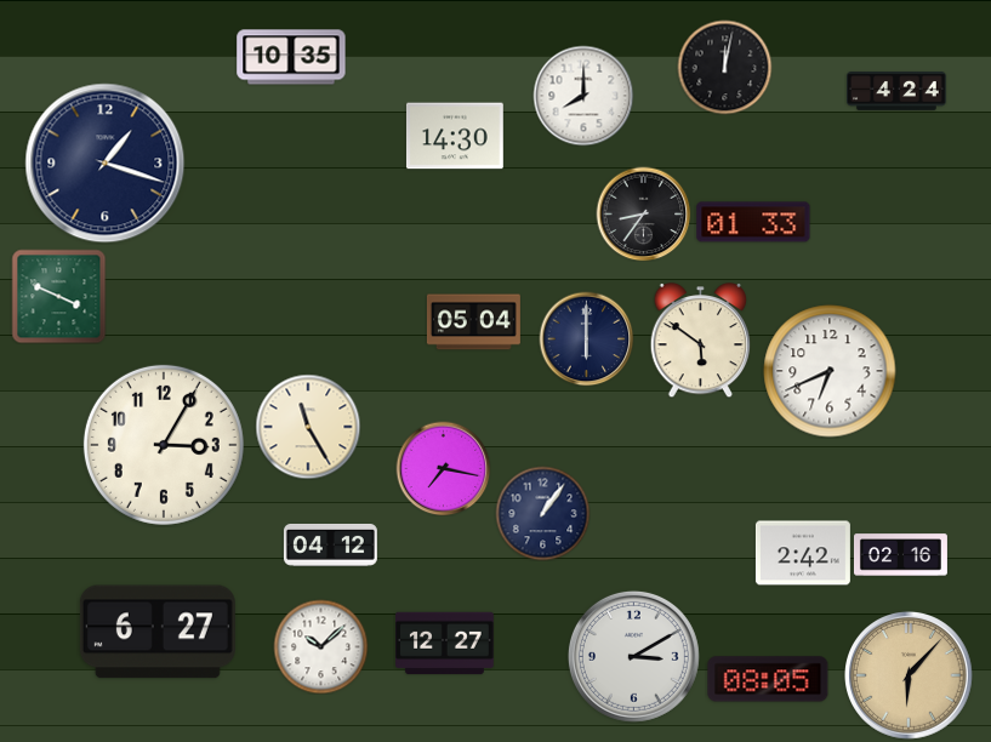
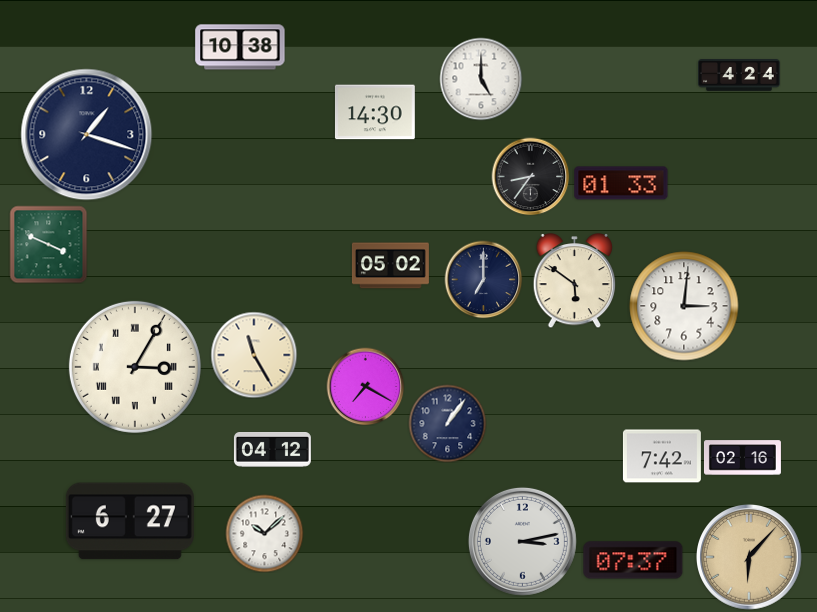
clock at (291, 57): 10:35 -> 10:38
clock at (724, 67): 12:02 -> none
clock at (583, 96): 8:00 -> 5:00
clock at (473, 323): 05:04 -> 05:02
clock at (586, 338): 6:00 -> 7:00
clock at (701, 339) position: (701, 339) -> (575, 280)
clock at (830, 371): 6:41 -> 3:01
clock at (308, 427) position: (308, 427) -> (254, 355)
clock at (164, 445) numerals: Arabic -> Roman
clock at (443, 468): 7:17 -> 7:20
clock at (803, 553): 2:42 -> 7:42
clock at (445, 644): 12:27 -> none
clock at (633, 656): 3:10 -> 3:13
clock at (768, 679): 08:05 -> 07:37
